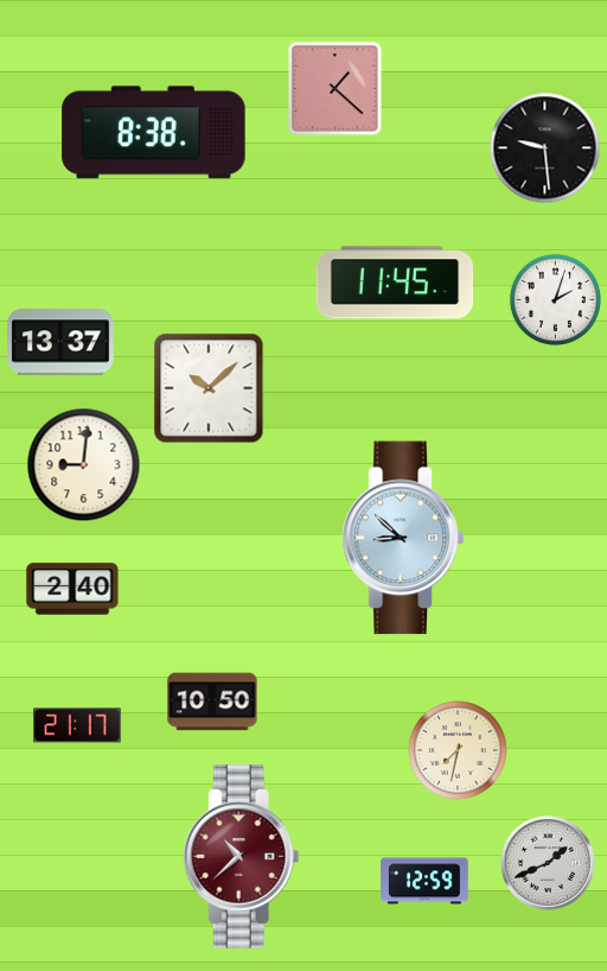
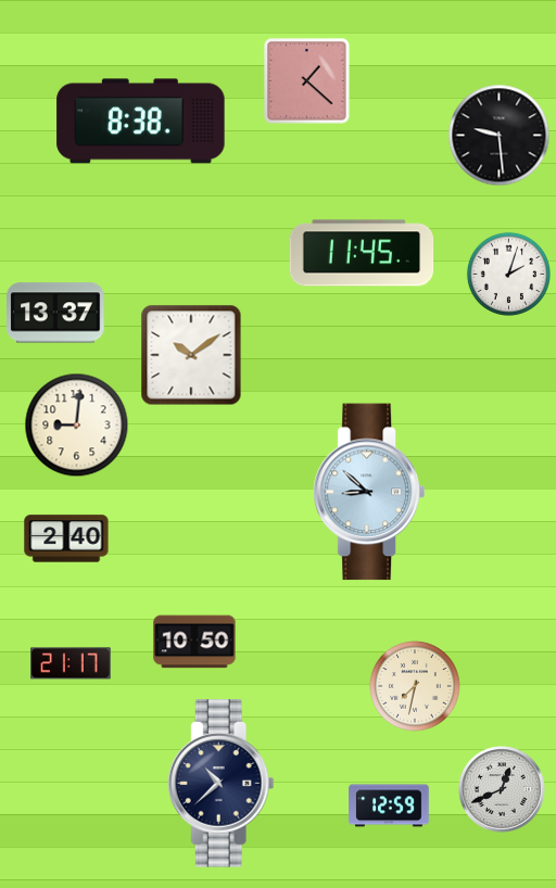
clock at (395, 283) position: (395, 283) -> (362, 253)
clock at (209, 388): 10:08 -> 10:09
clock at (458, 750) position: (458, 750) -> (415, 686)
clock at (241, 857) dial: burgundy -> navy
clock at (548, 863): 1:41 -> 12:41
